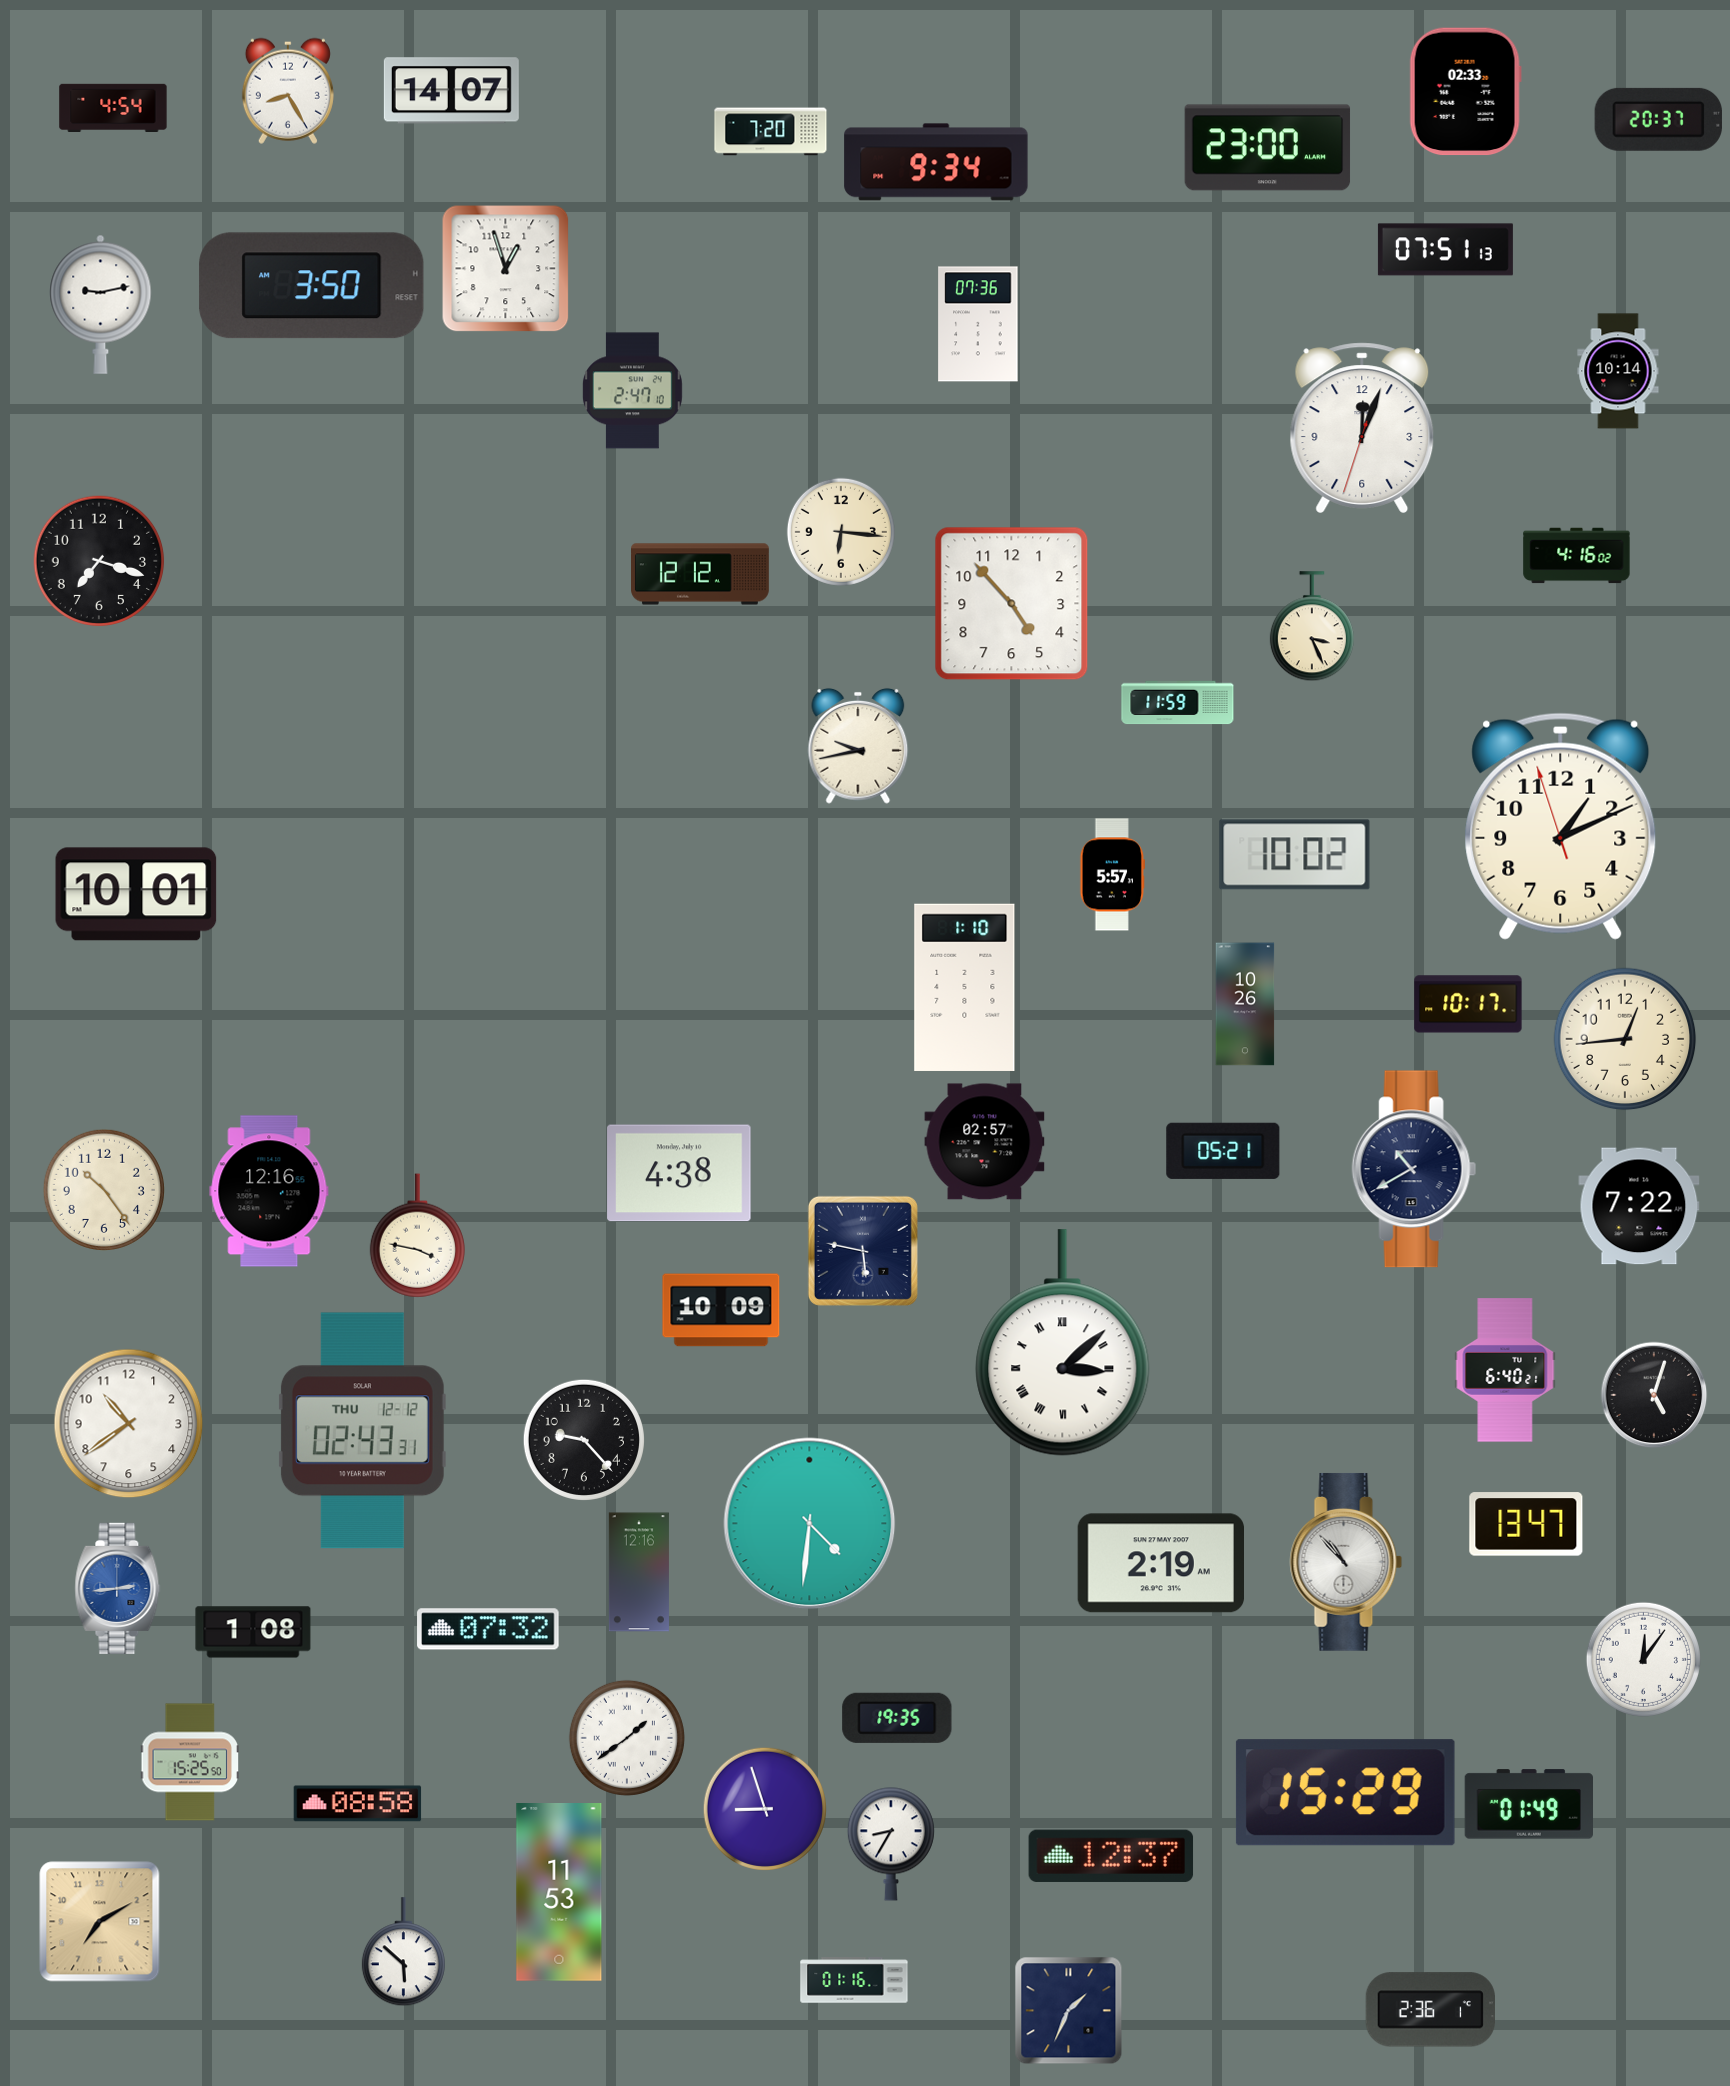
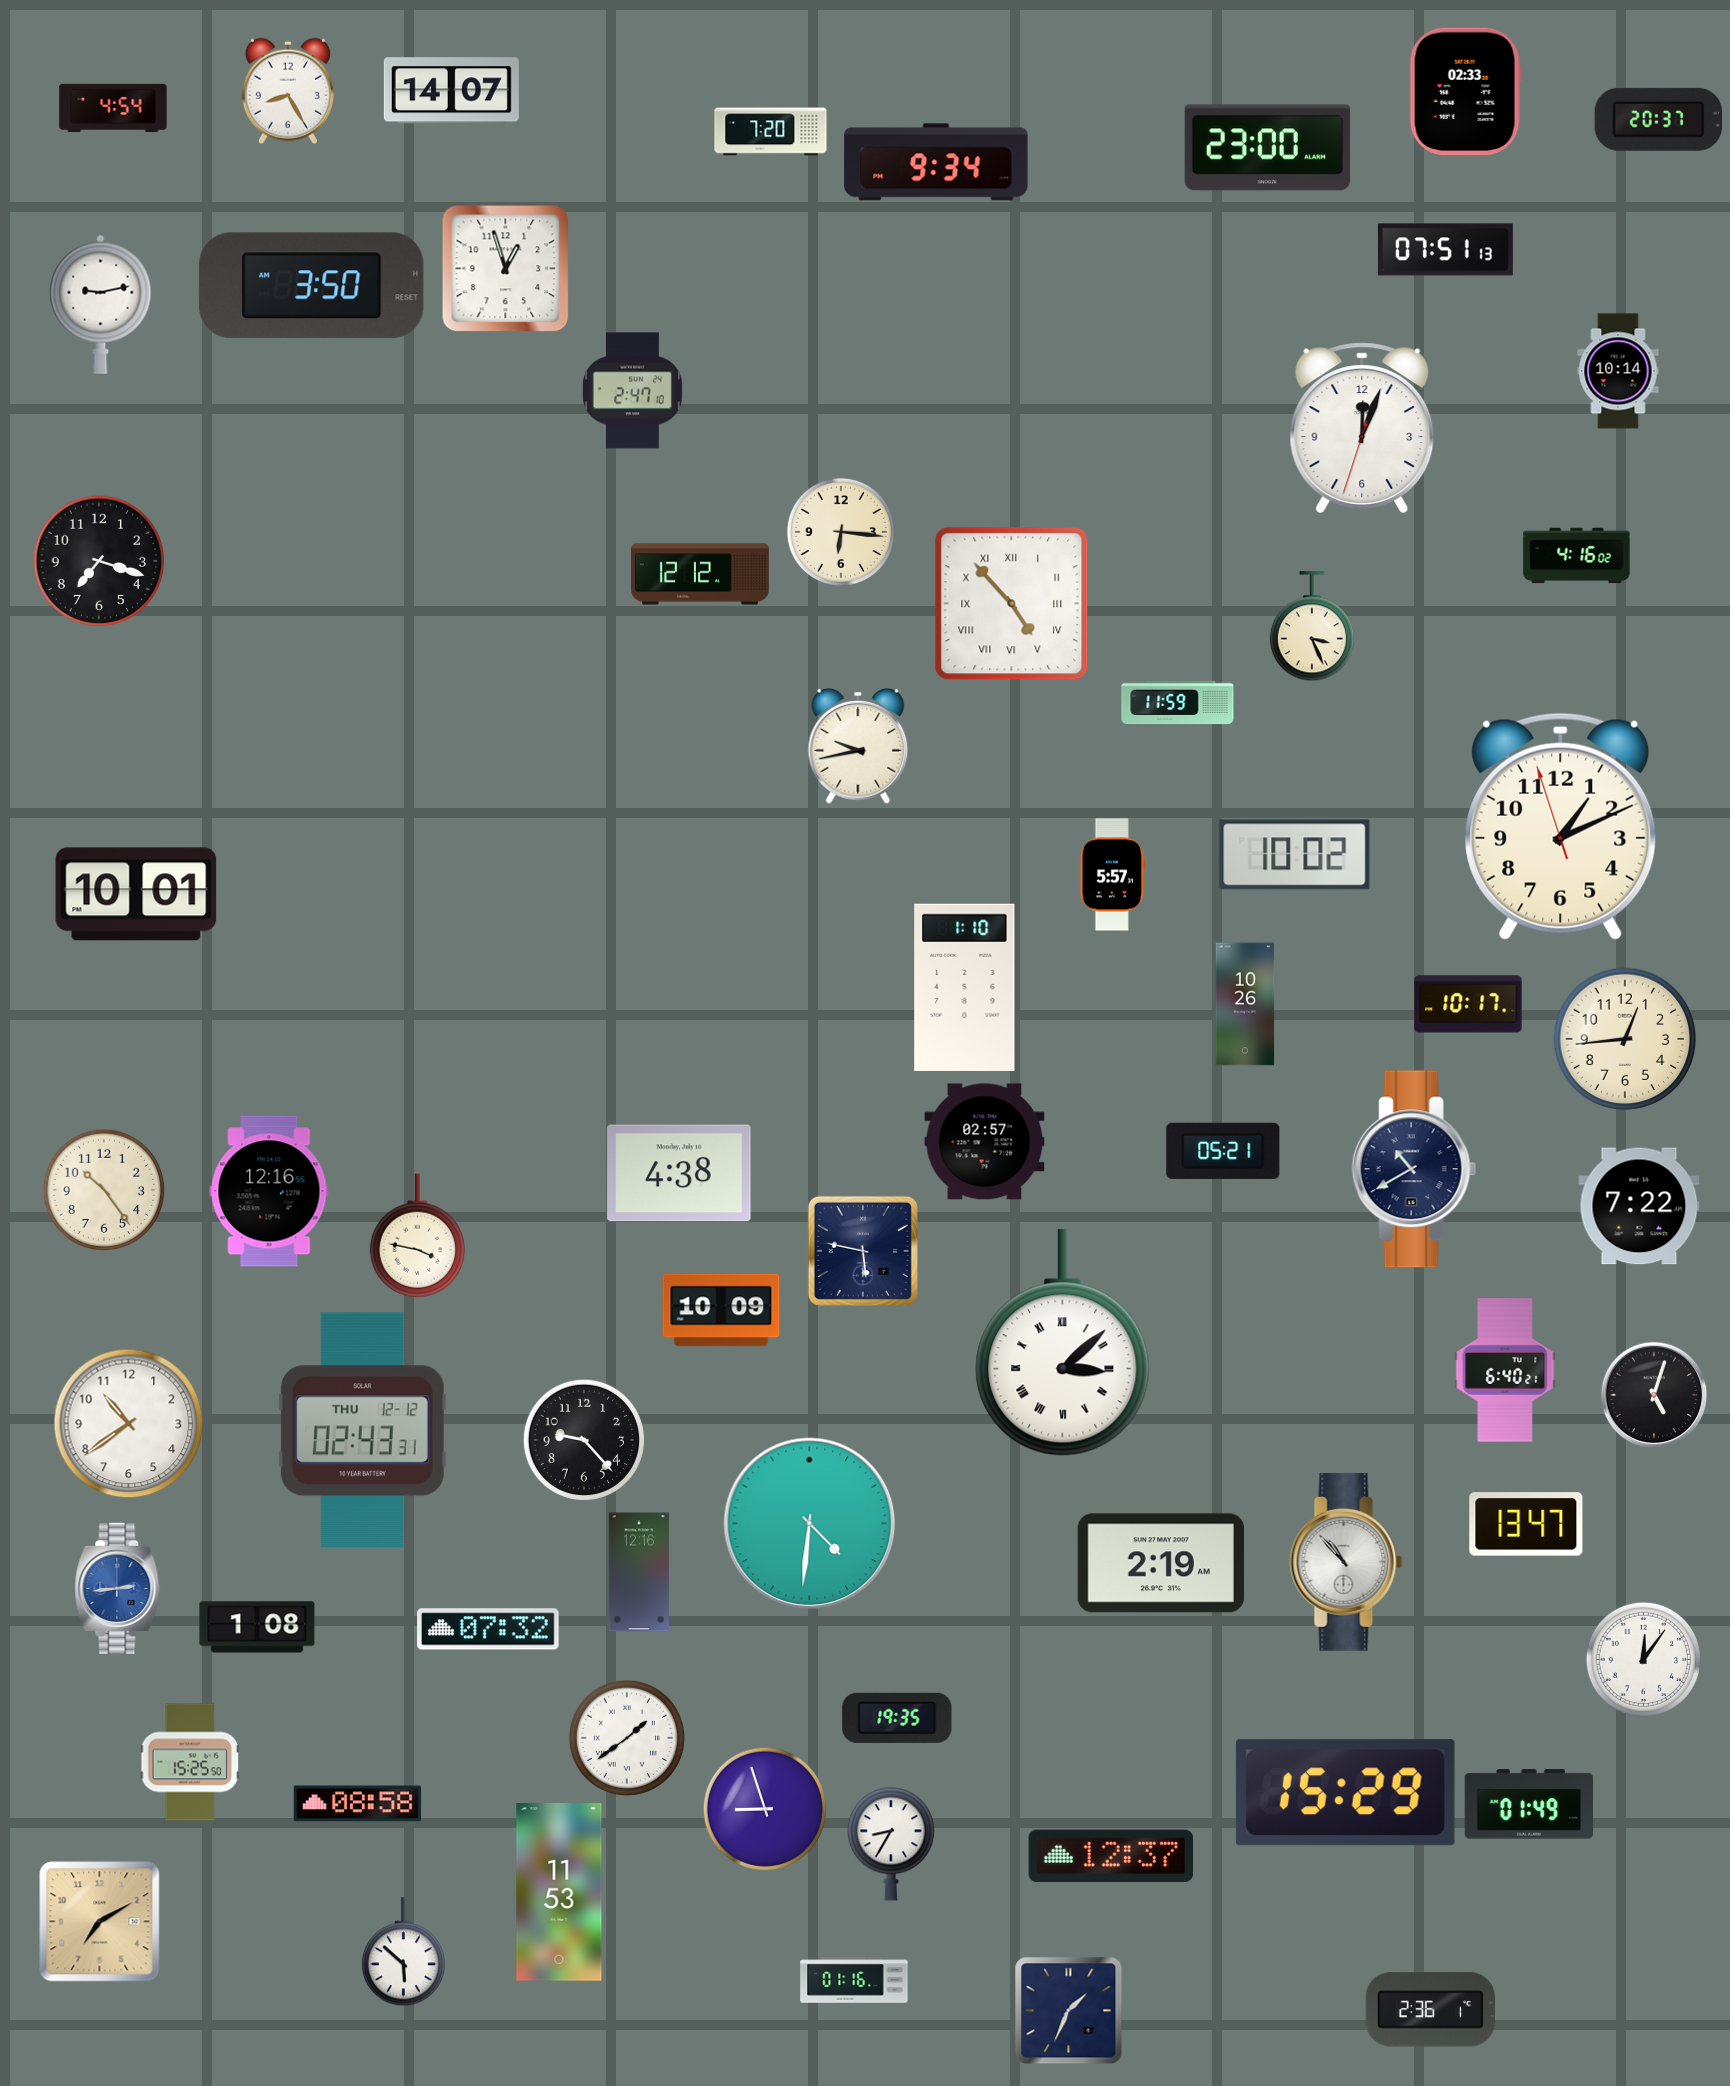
clock at (978, 324): 07:36 -> none
clock at (1012, 604) numerals: Arabic -> Roman
clock at (253, 1632) position: (253, 1632) -> (257, 1627)
